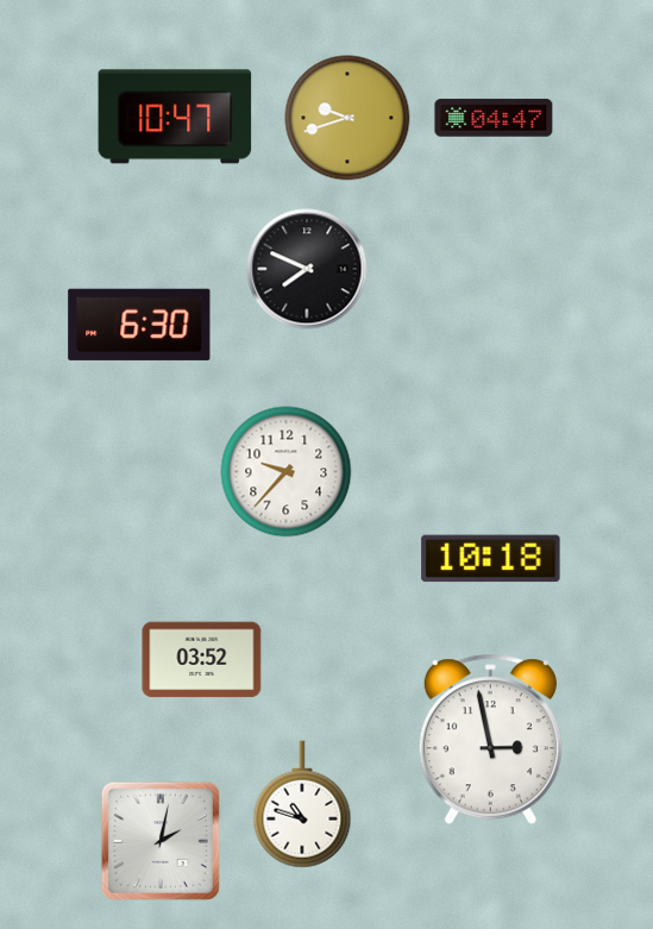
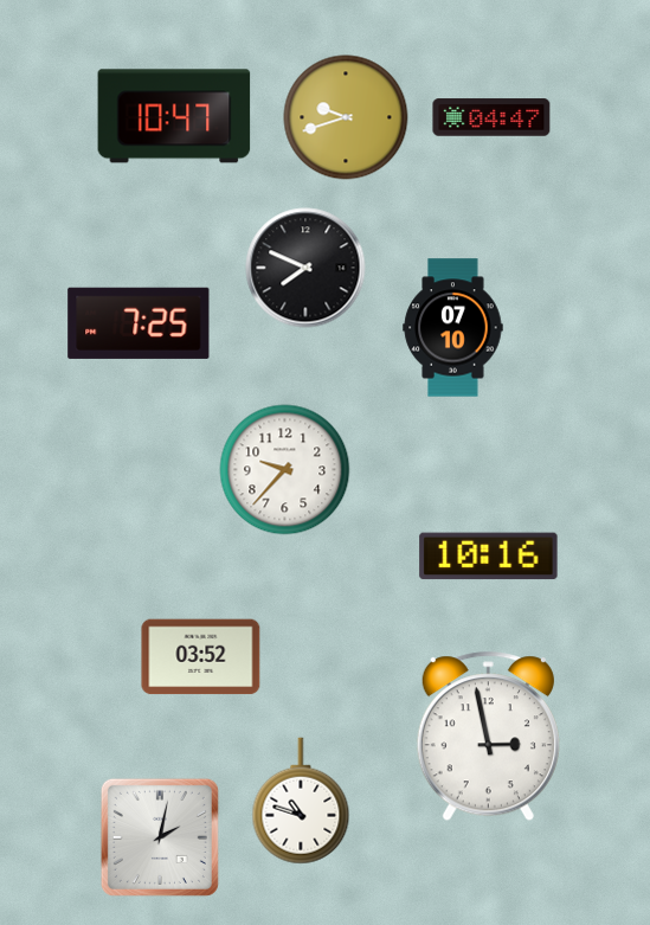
clock at (139, 325): 6:30 -> 7:25
clock at (453, 328): none -> 07:10
clock at (491, 559): 10:18 -> 10:16
